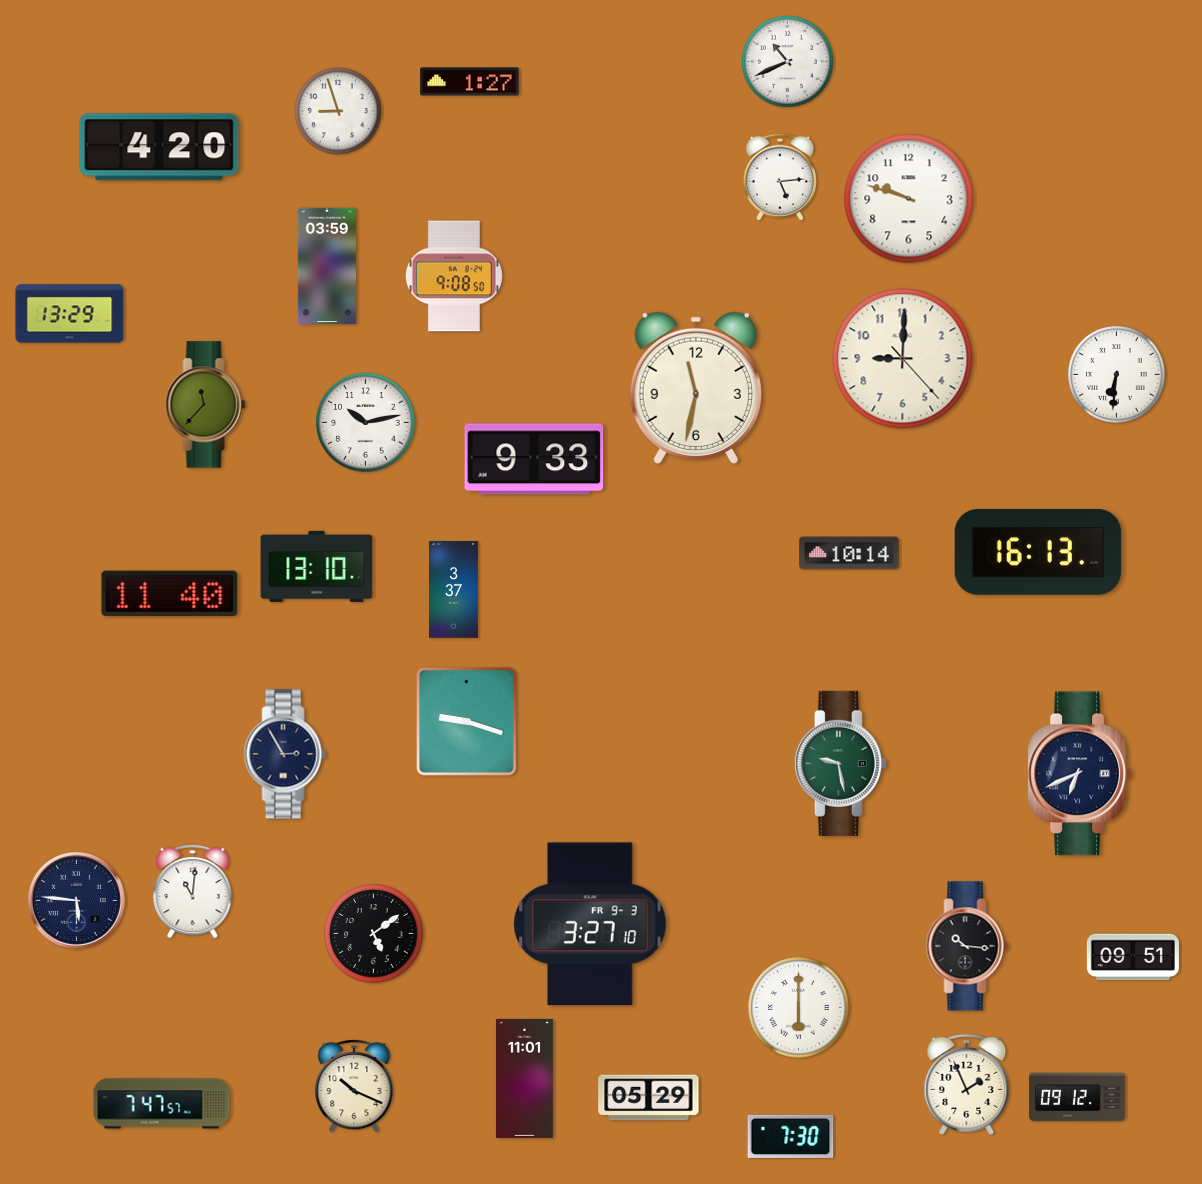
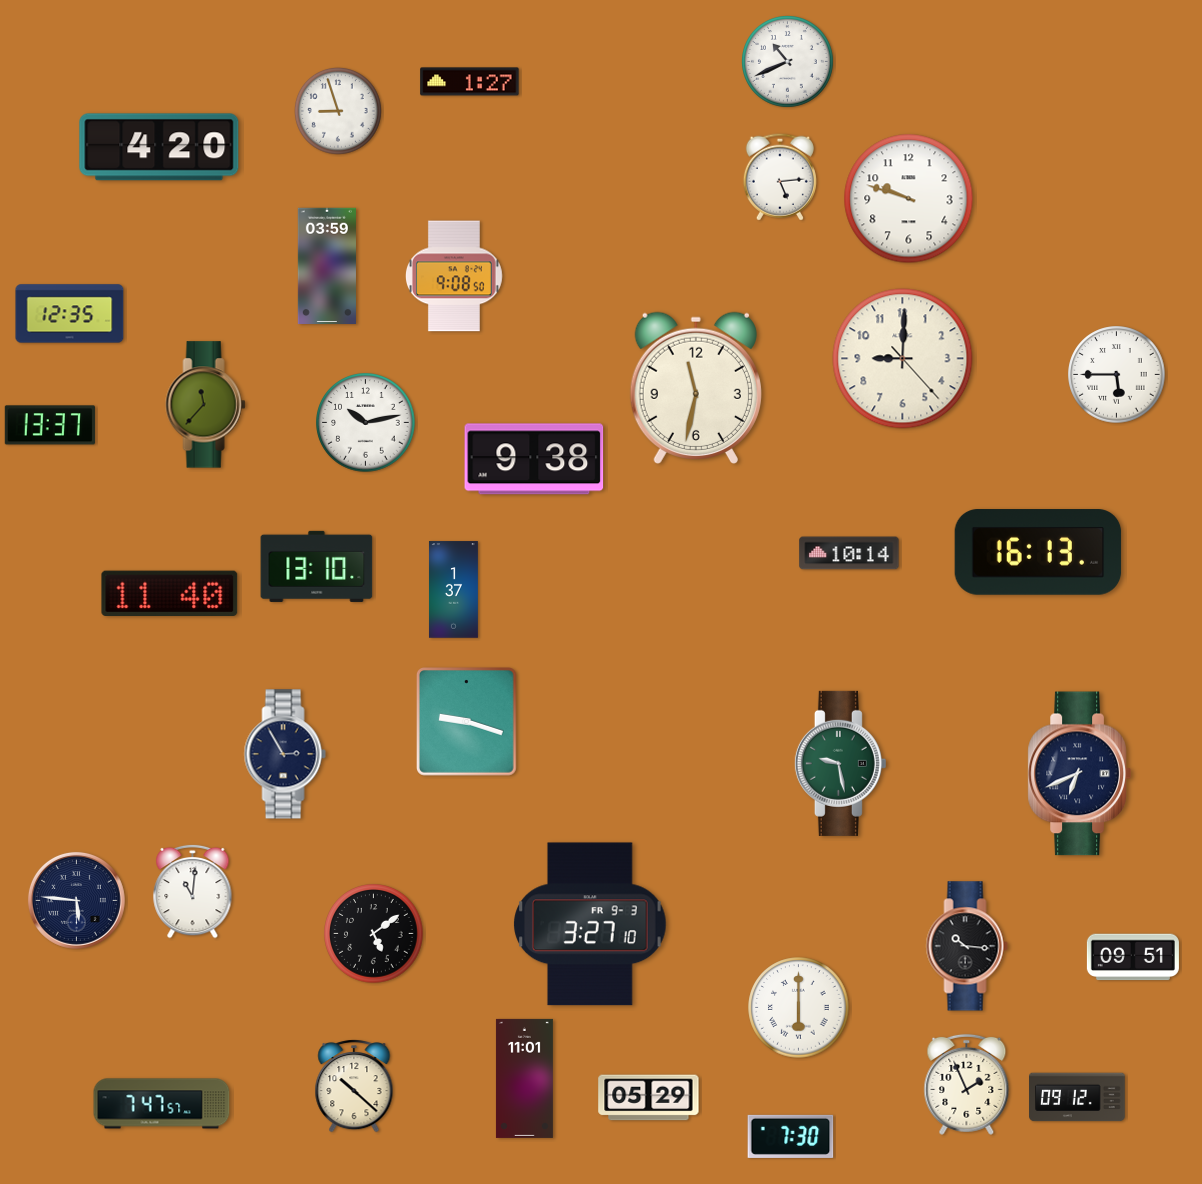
clock at (70, 314): 13:29 -> 12:35
clock at (1117, 375): 6:31 -> 5:45
clock at (50, 425): none -> 13:37
clock at (534, 459): 9:33 -> 9:38
clock at (453, 590): 3:37 -> 1:37
clock at (354, 1087): 10:19 -> 10:22
